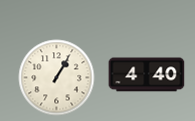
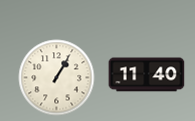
clock at (147, 75): 4:40 -> 11:40
